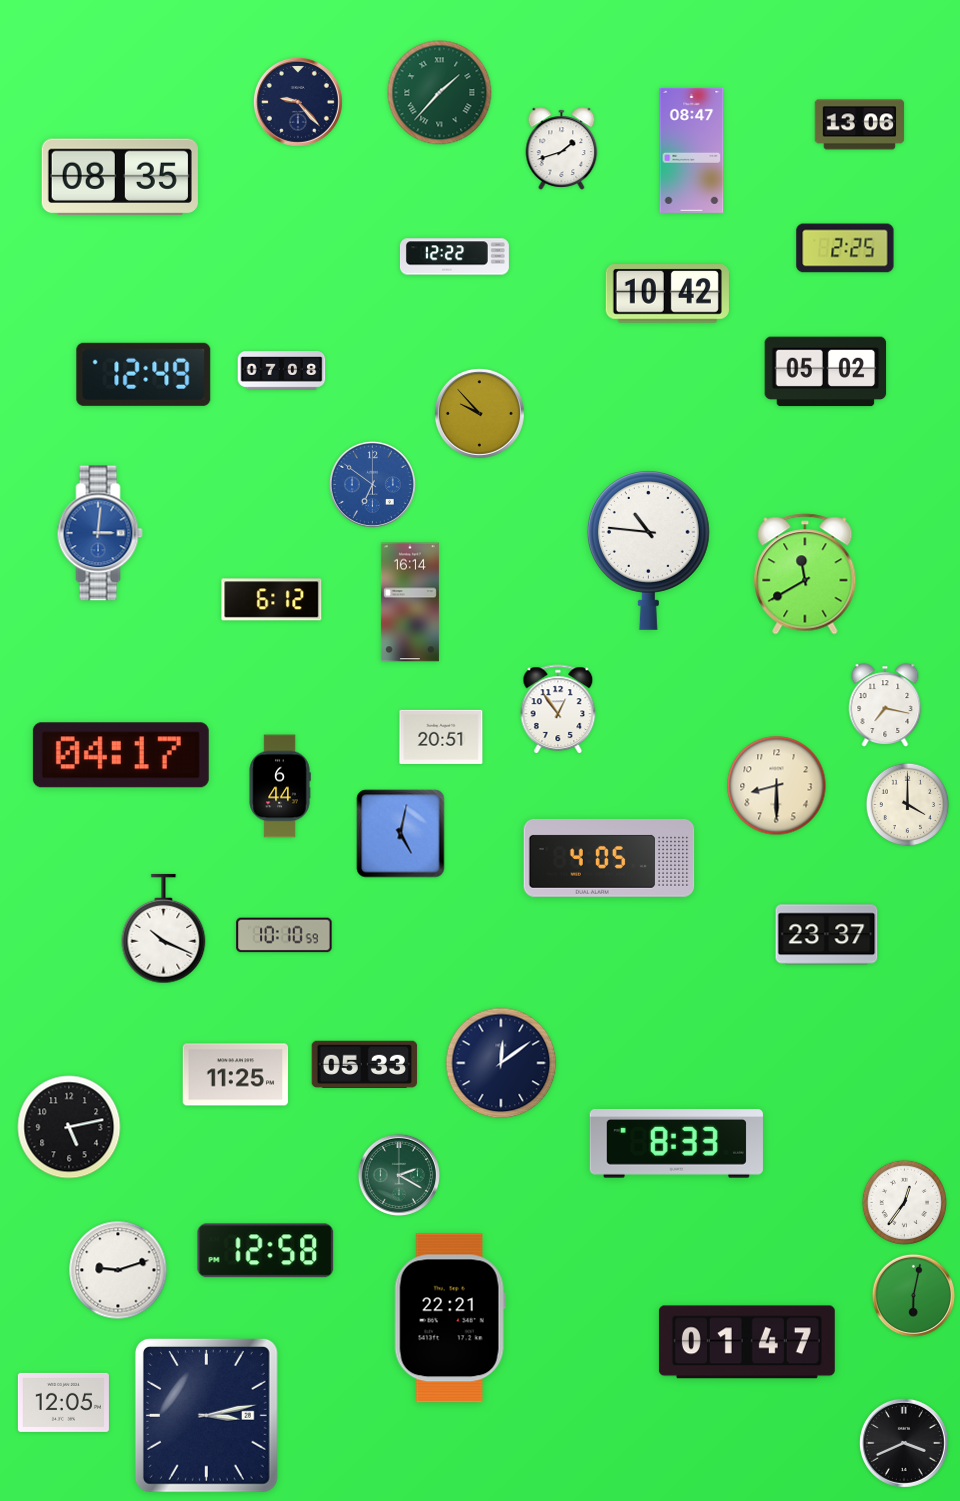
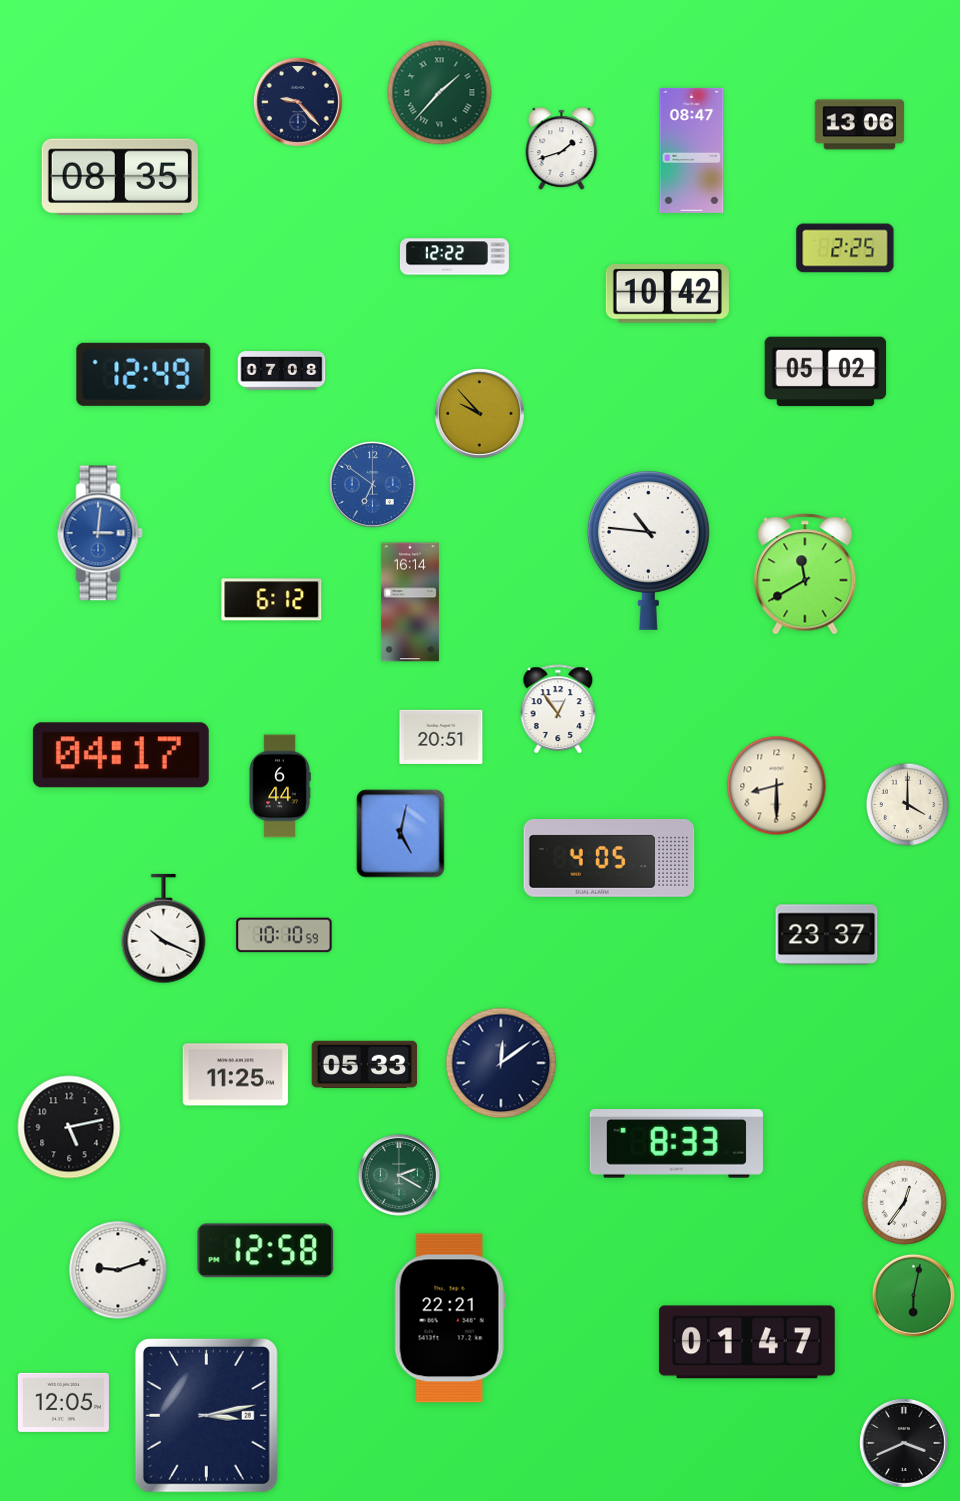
clock at (885, 705): 7:17 -> none
